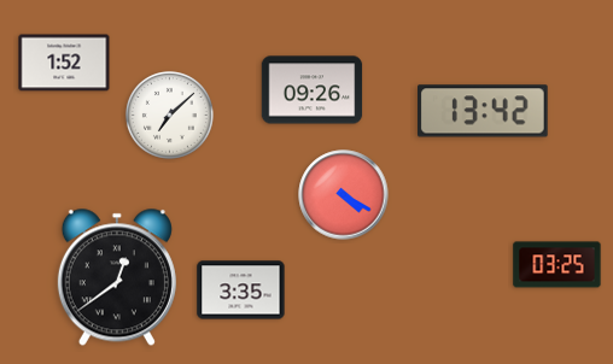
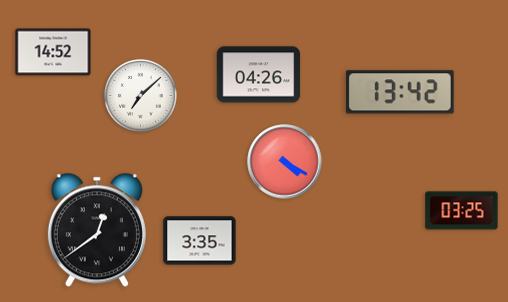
clock at (64, 63): 1:52 -> 14:52
clock at (313, 90): 09:26 -> 04:26
clock at (557, 265) position: (557, 265) -> (462, 211)
